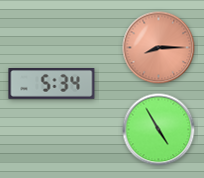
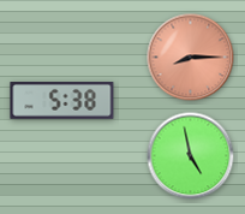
clock at (52, 84): 5:34 -> 5:38
clock at (159, 130): 4:55 -> 4:58
